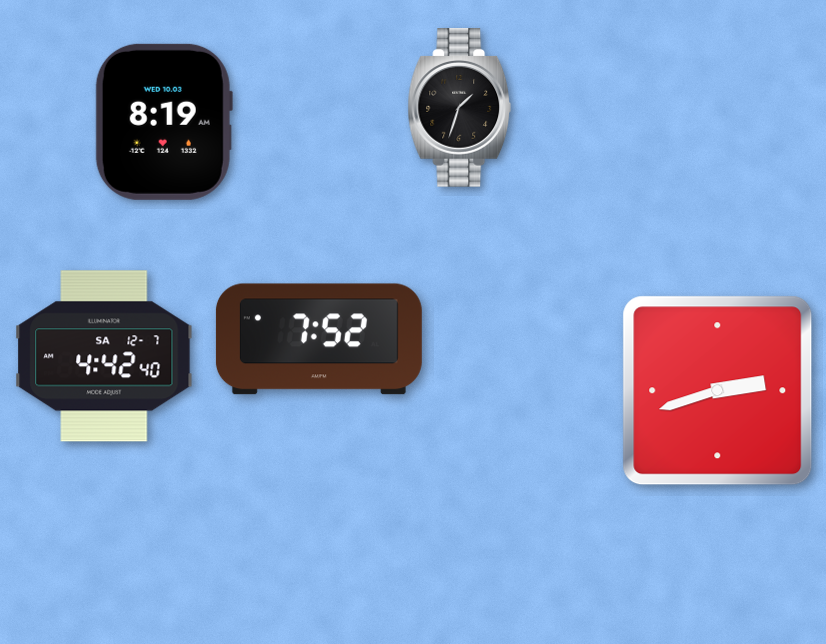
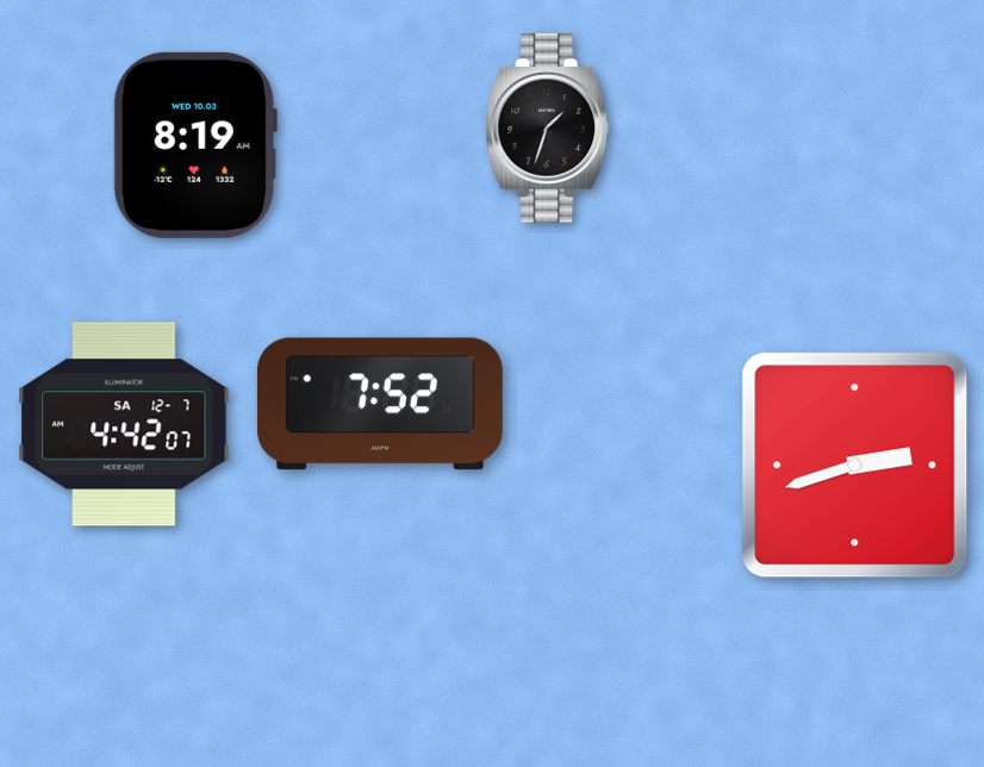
clock at (104, 356): 4:42:40 -> 4:42:07
